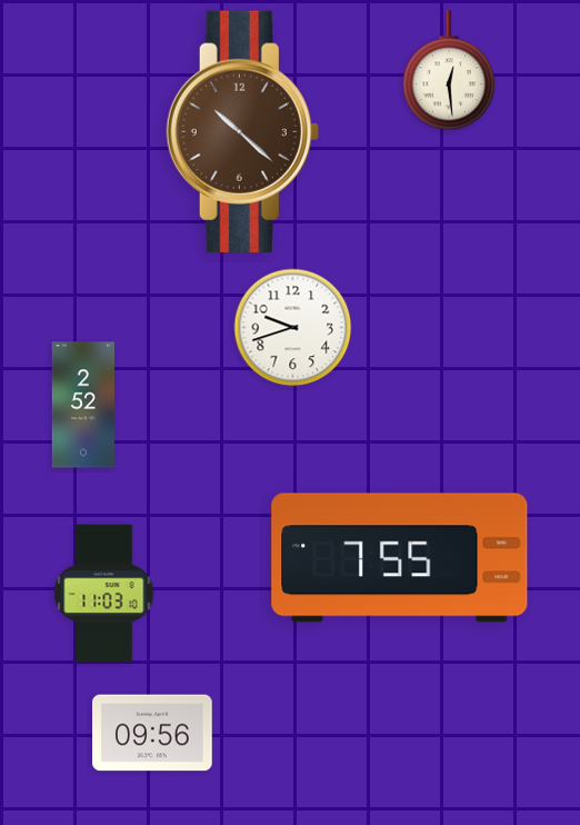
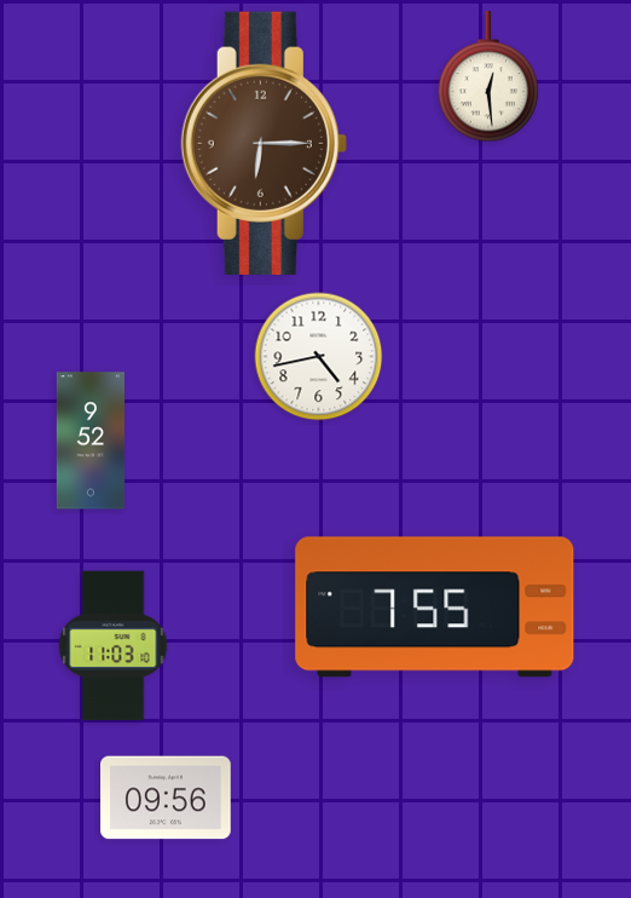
clock at (242, 131): 10:22 -> 6:15
clock at (293, 328): 9:42 -> 4:43
clock at (82, 405): 2:52 -> 9:52
